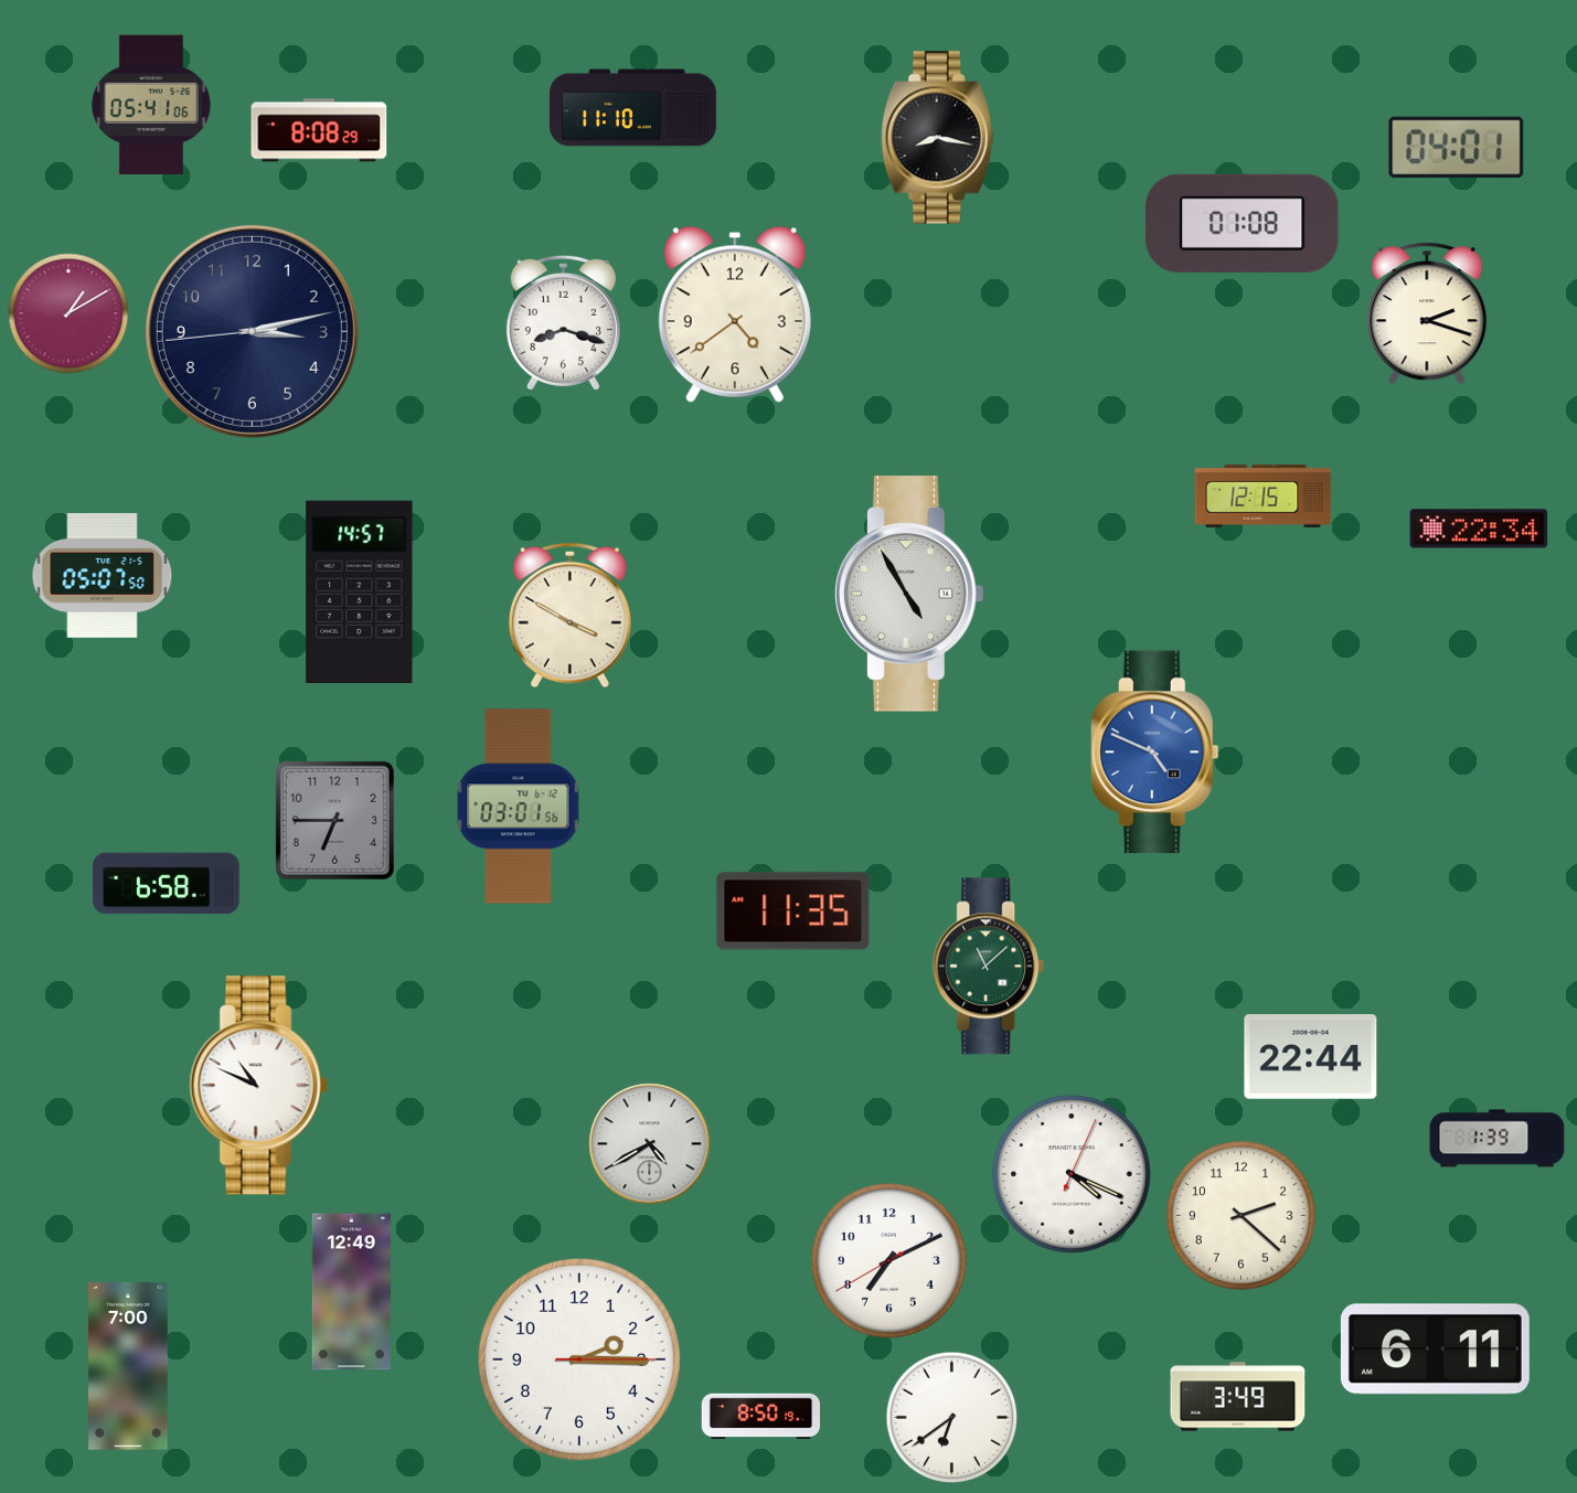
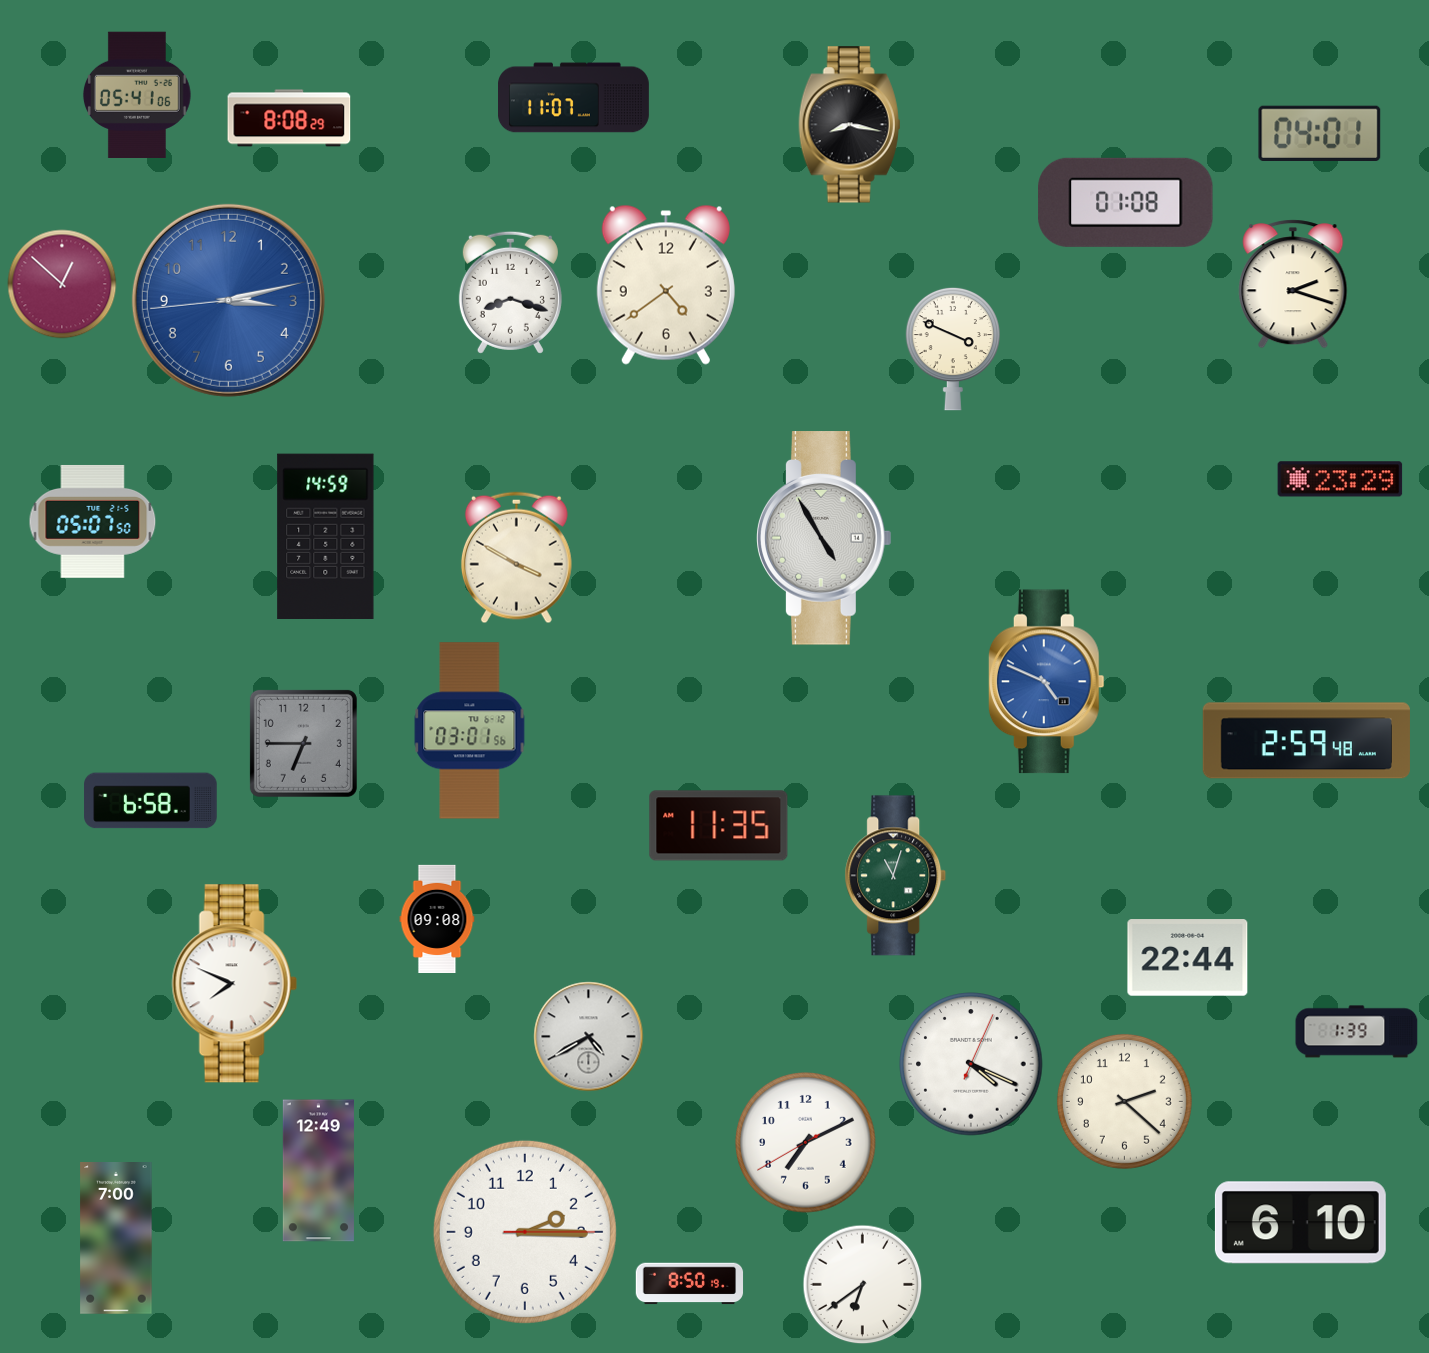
clock at (633, 108): 11:10 -> 11:07
clock at (68, 313): 1:10 -> 12:52
clock at (252, 331) dial: navy -> blue
clock at (952, 349): none -> 3:49
clock at (1264, 495): 12:15 -> none
clock at (1479, 529): 22:34 -> 23:29
clock at (360, 591): 14:57 -> 14:59
clock at (1306, 741): none -> 2:59
clock at (989, 967): 11:08 -> 11:03
clock at (437, 919): none -> 09:08
clock at (258, 1086): 10:49 -> 7:49
clock at (1435, 1350): 6:11 -> 6:10
clock at (1238, 1397): 3:49 -> none
